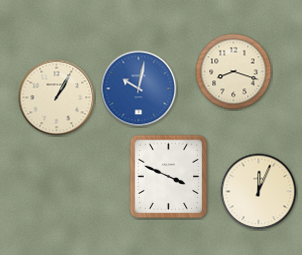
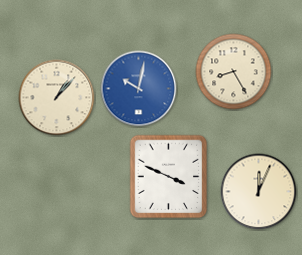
clock at (234, 72): 8:18 -> 8:25
clock at (57, 98): 1:05 -> 1:07
